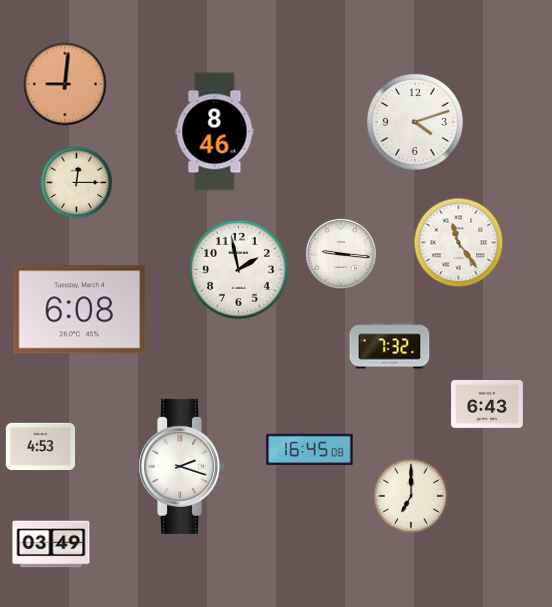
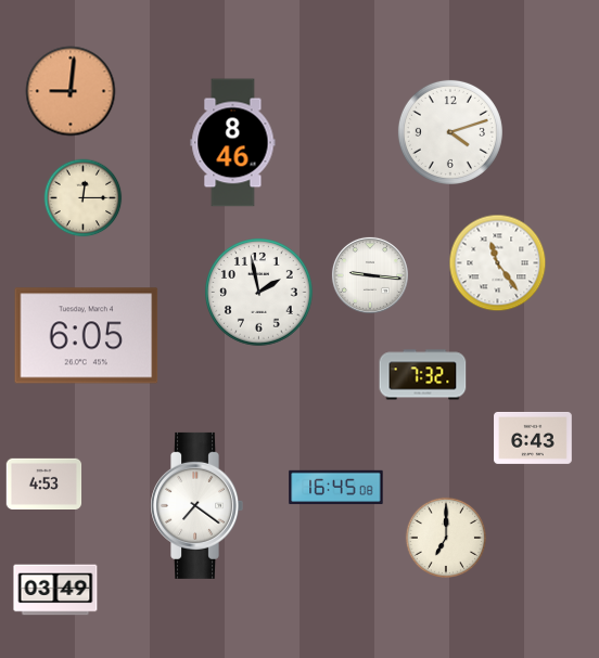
clock at (80, 310): 6:08 -> 6:05
clock at (487, 404) position: (487, 404) -> (533, 438)
clock at (181, 466): 2:18 -> 7:21
